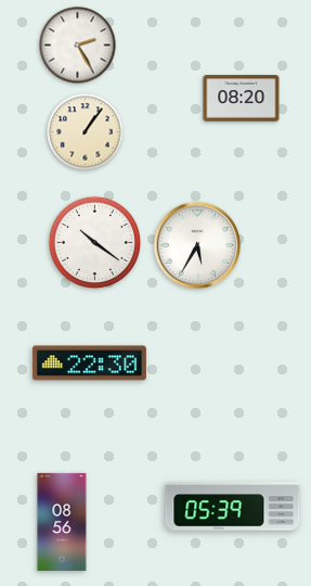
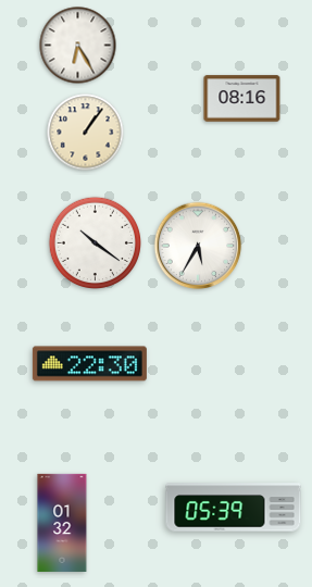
clock at (78, 46): 2:25 -> 6:25
clock at (242, 99): 08:20 -> 08:16
clock at (62, 522): 08:56 -> 01:32
